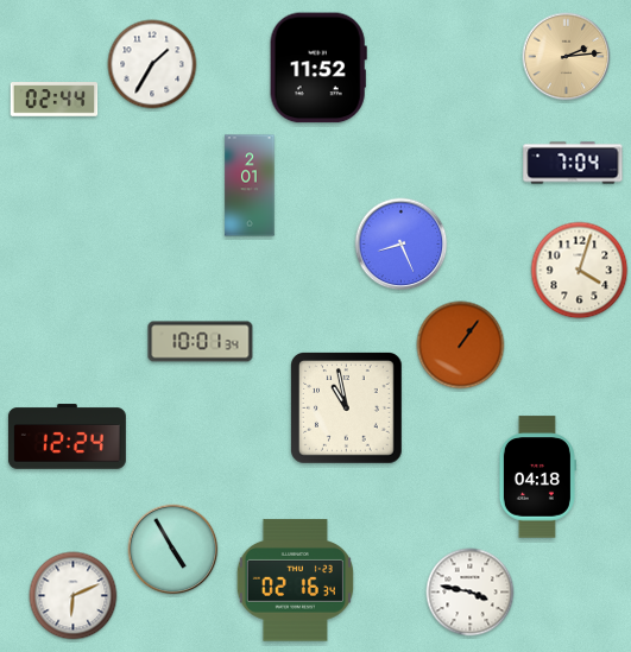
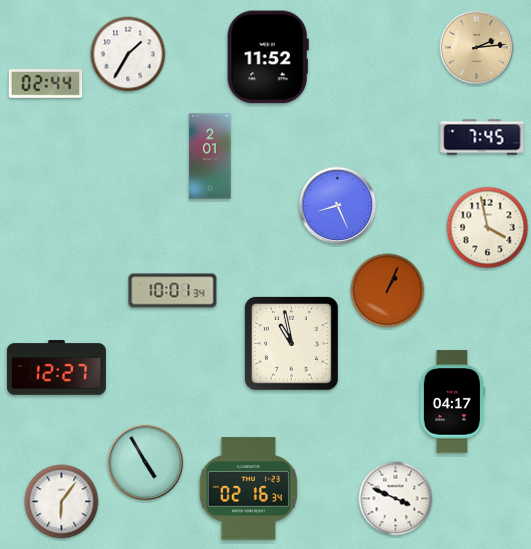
clock at (573, 163): 7:04 -> 7:45
clock at (580, 271): 4:03 -> 3:58
clock at (201, 342) position: (201, 342) -> (173, 291)
clock at (461, 346): 1:06 -> 1:04
clock at (67, 437): 12:24 -> 12:27
clock at (537, 477): 04:18 -> 04:17
clock at (471, 593): 3:47 -> 3:49
clock at (74, 596): 6:11 -> 6:06
